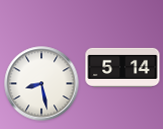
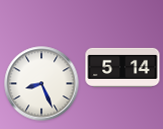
clock at (42, 84): 8:28 -> 8:26
